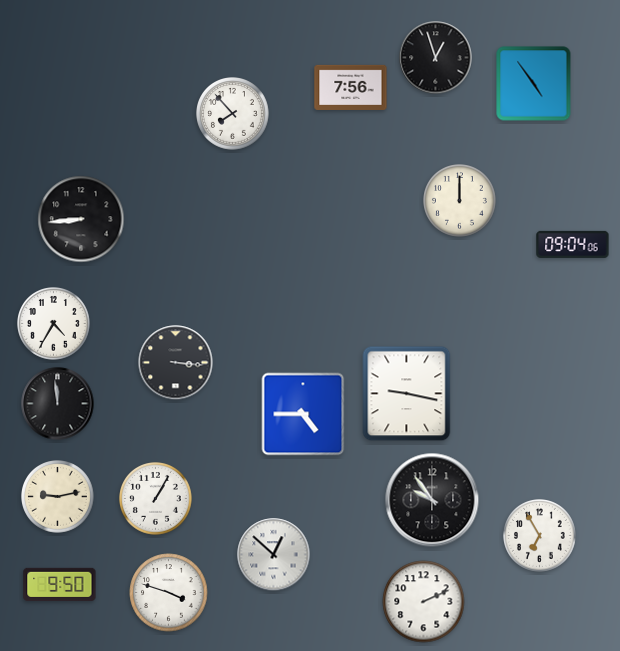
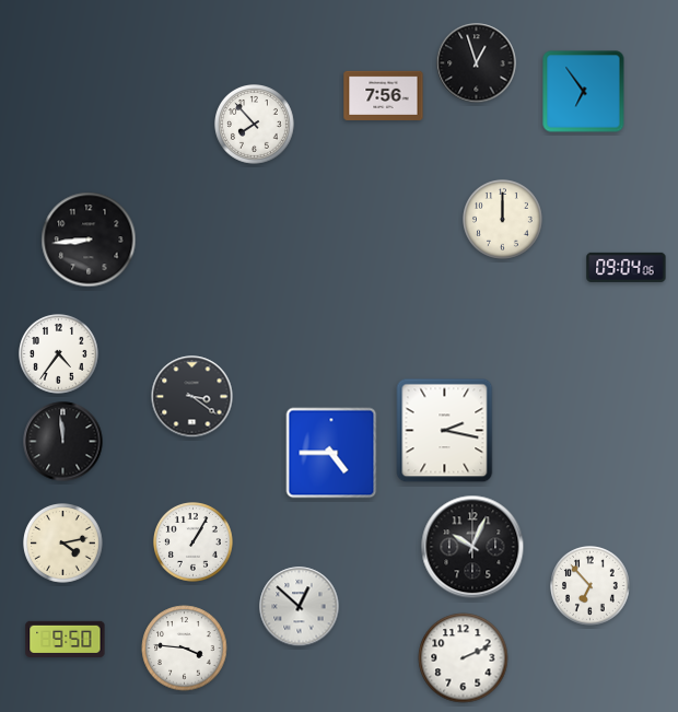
clock at (534, 84): 4:54 -> 6:54
clock at (54, 324): 4:35 -> 4:36
clock at (176, 363): 3:16 -> 3:21
clock at (407, 394): 9:17 -> 2:17
clock at (58, 497): 9:13 -> 4:13
clock at (156, 499) position: (156, 499) -> (194, 542)
clock at (432, 500): 9:54 -> 10:04
clock at (540, 536): 6:55 -> 6:53
clock at (169, 593): 3:48 -> 3:46
